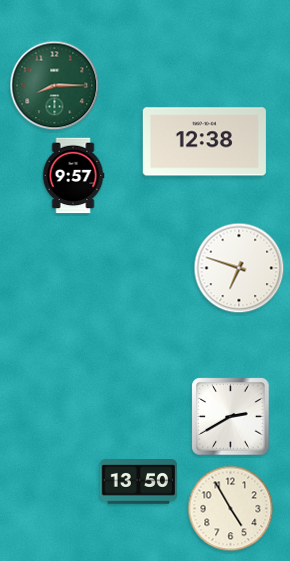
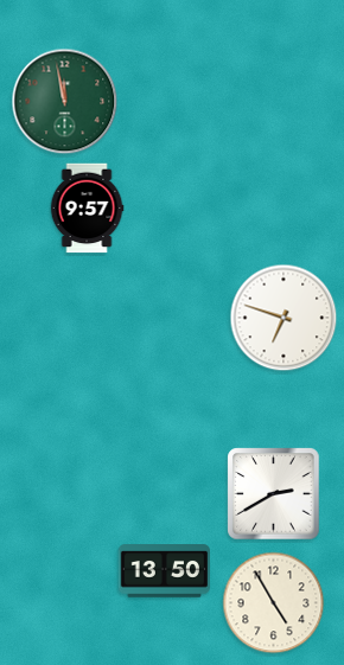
clock at (55, 86): 8:15 -> 11:58
clock at (204, 142): 12:38 -> none
